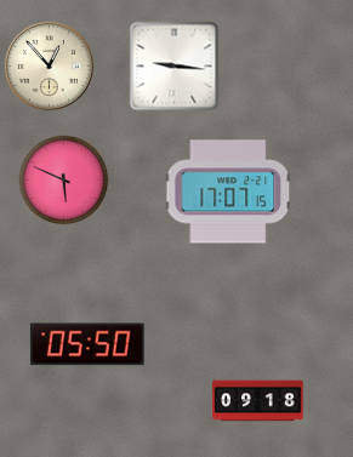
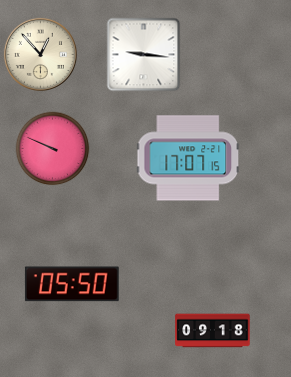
clock at (64, 181): 5:49 -> 9:49
